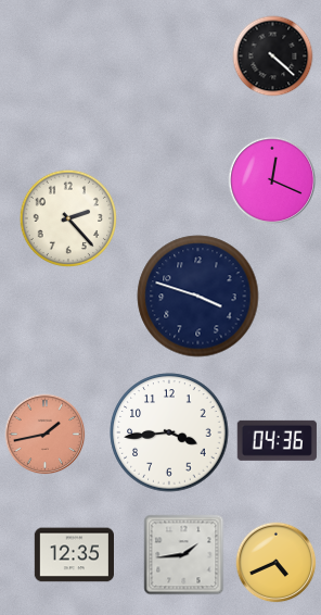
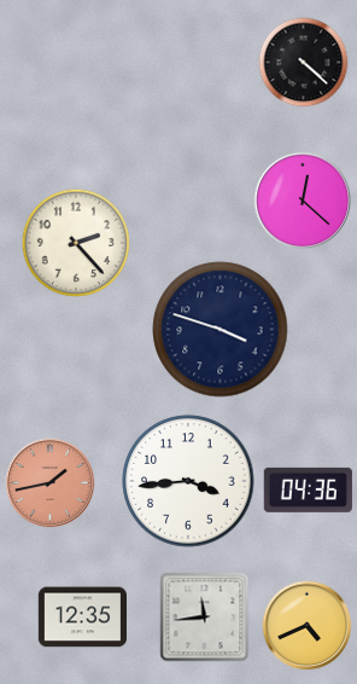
clock at (272, 180): 12:19 -> 12:22
clock at (184, 555): 1:44 -> 11:44
